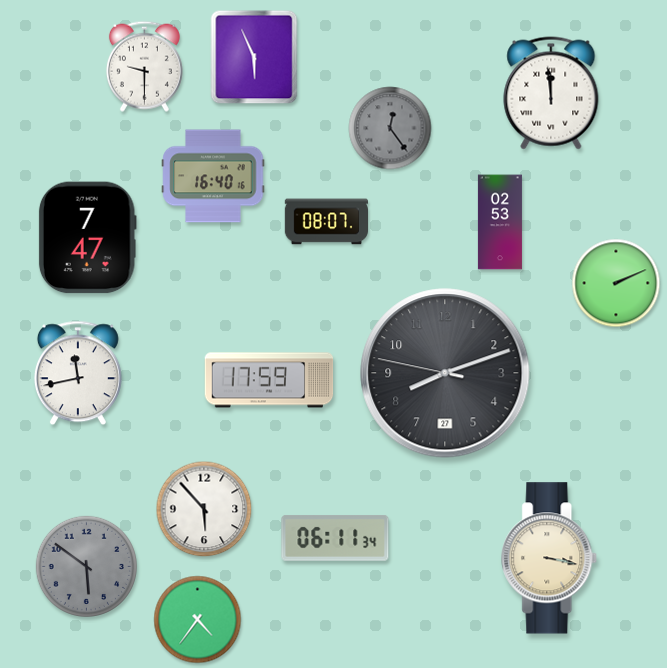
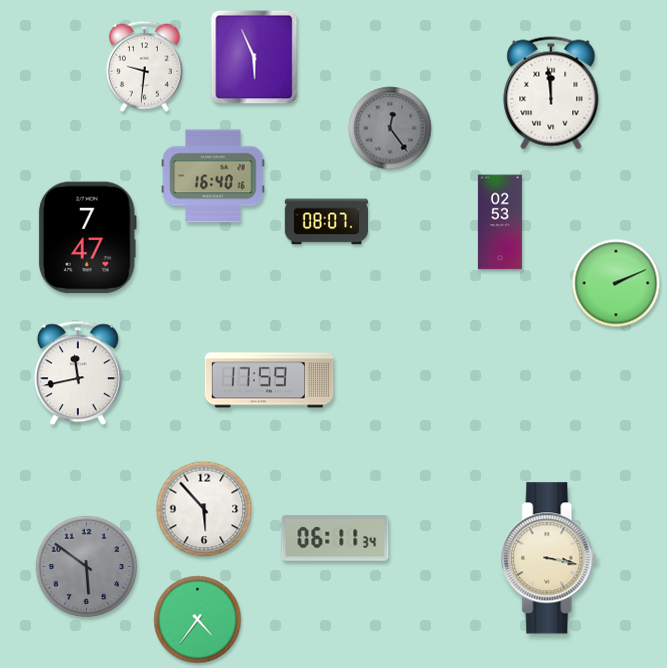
clock at (144, 66): 9:30 -> 9:31
clock at (445, 373): 8:11 -> none
